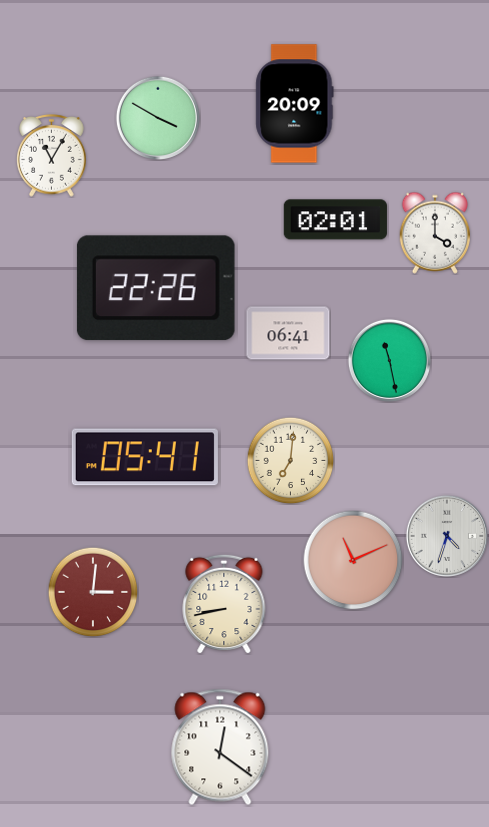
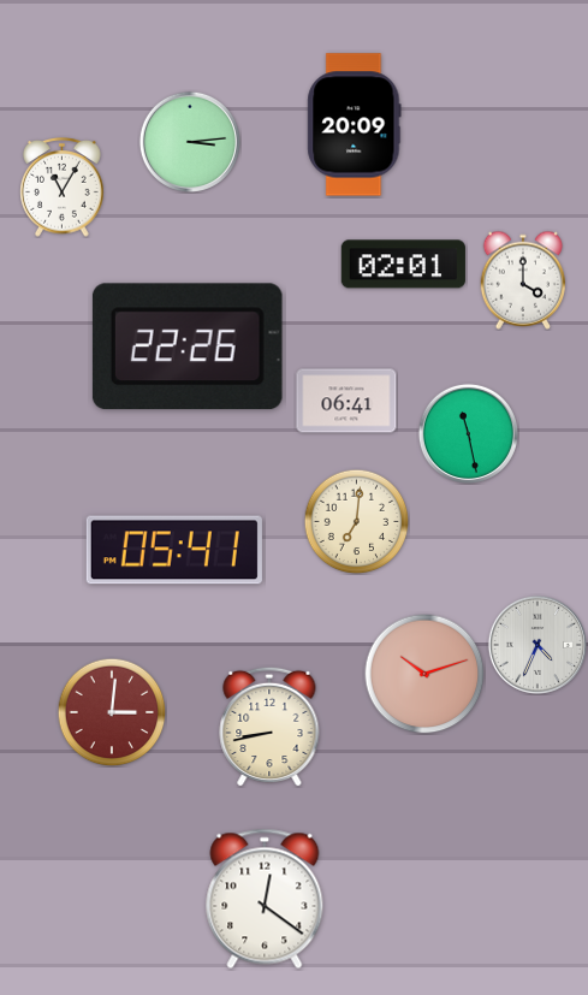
clock at (158, 118): 3:50 -> 3:14
clock at (290, 460) position: (290, 460) -> (356, 521)
clock at (447, 536): 4:33 -> 4:34
clock at (353, 560): 11:11 -> 10:12
